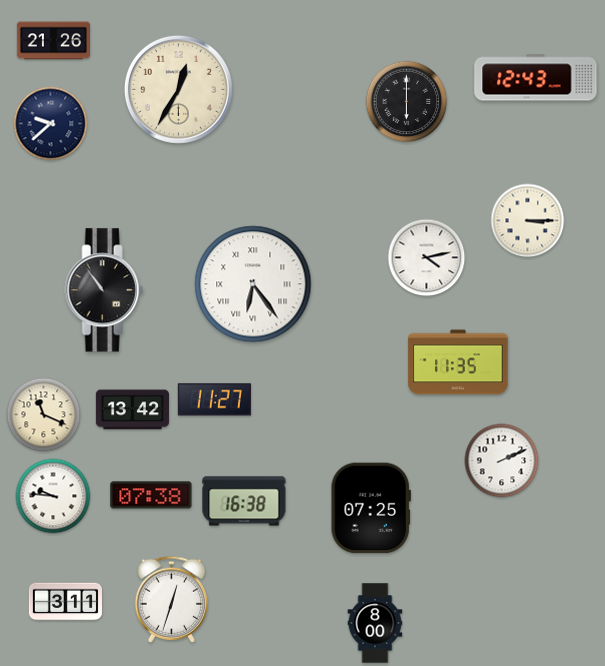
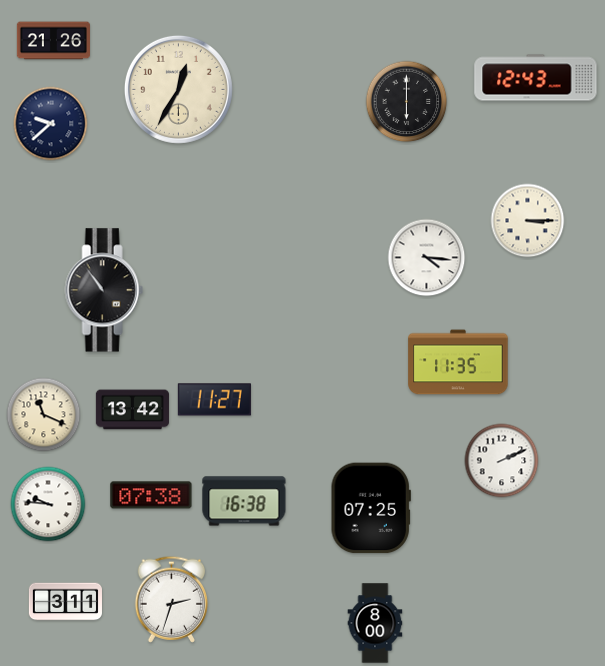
clock at (427, 258): 4:13 -> 4:16
clock at (253, 284): 6:24 -> none
clock at (53, 496) position: (53, 496) -> (48, 504)
clock at (172, 599): 12:33 -> 2:33
